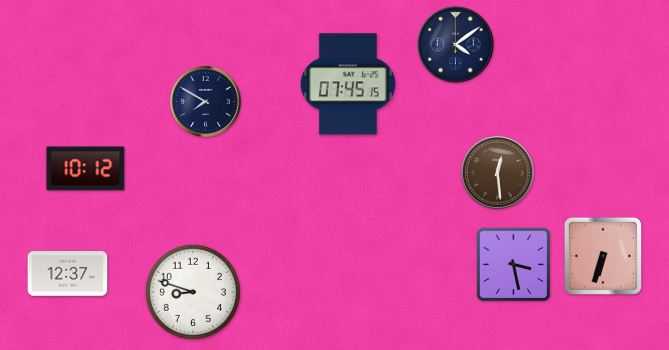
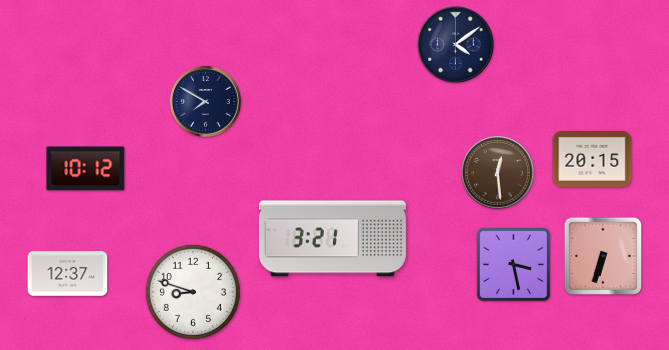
clock at (348, 84): 07:45 -> none
clock at (592, 159): none -> 20:15
clock at (332, 239): none -> 3:21
